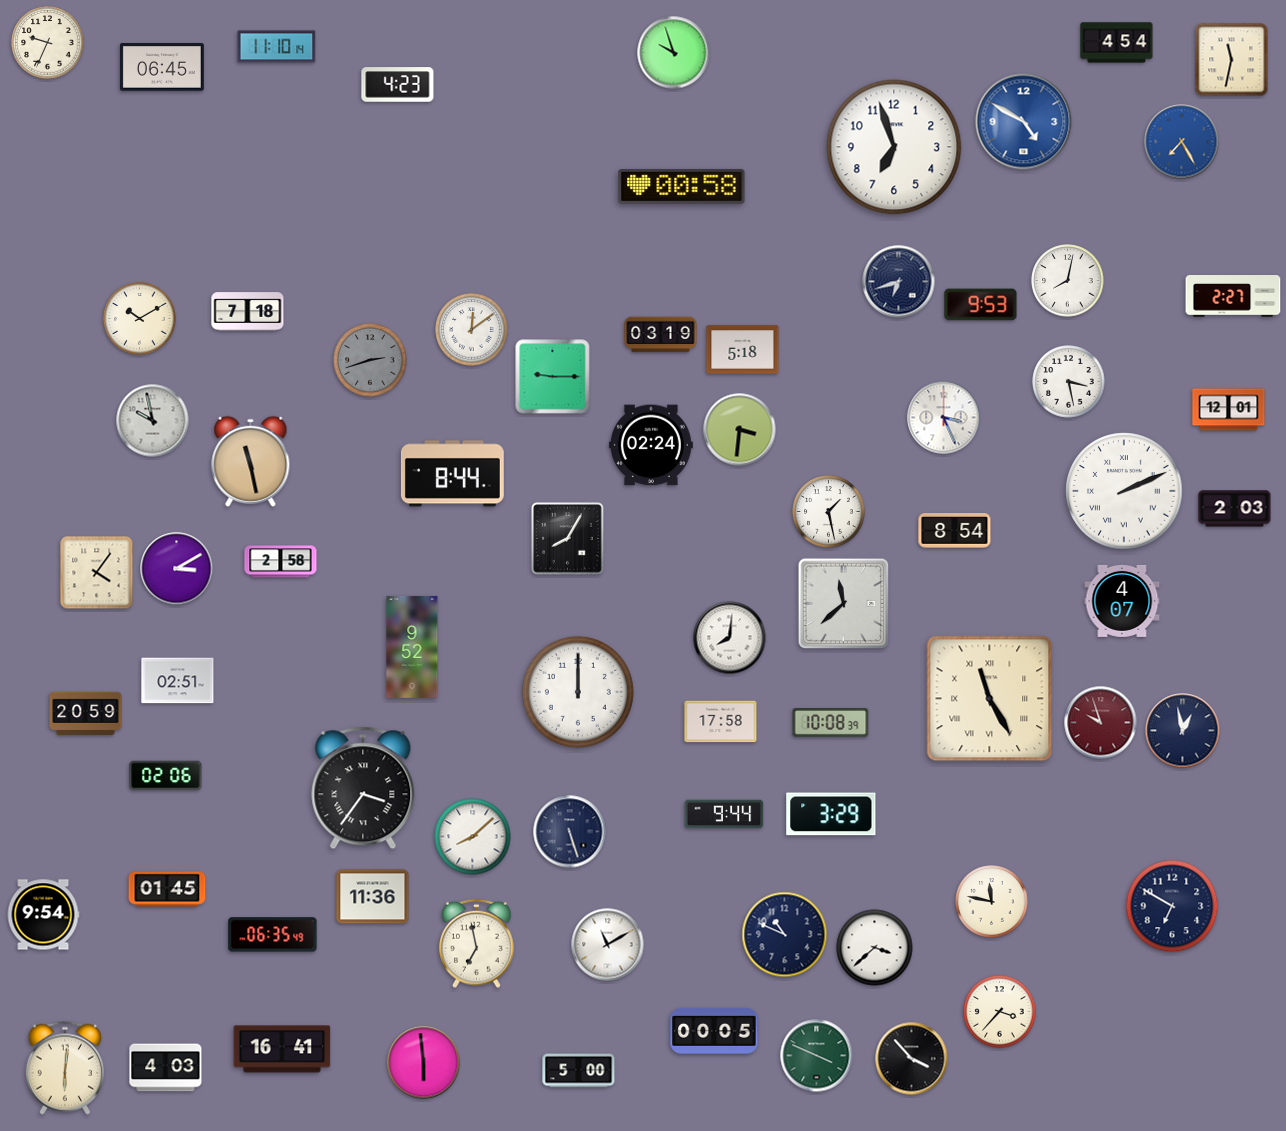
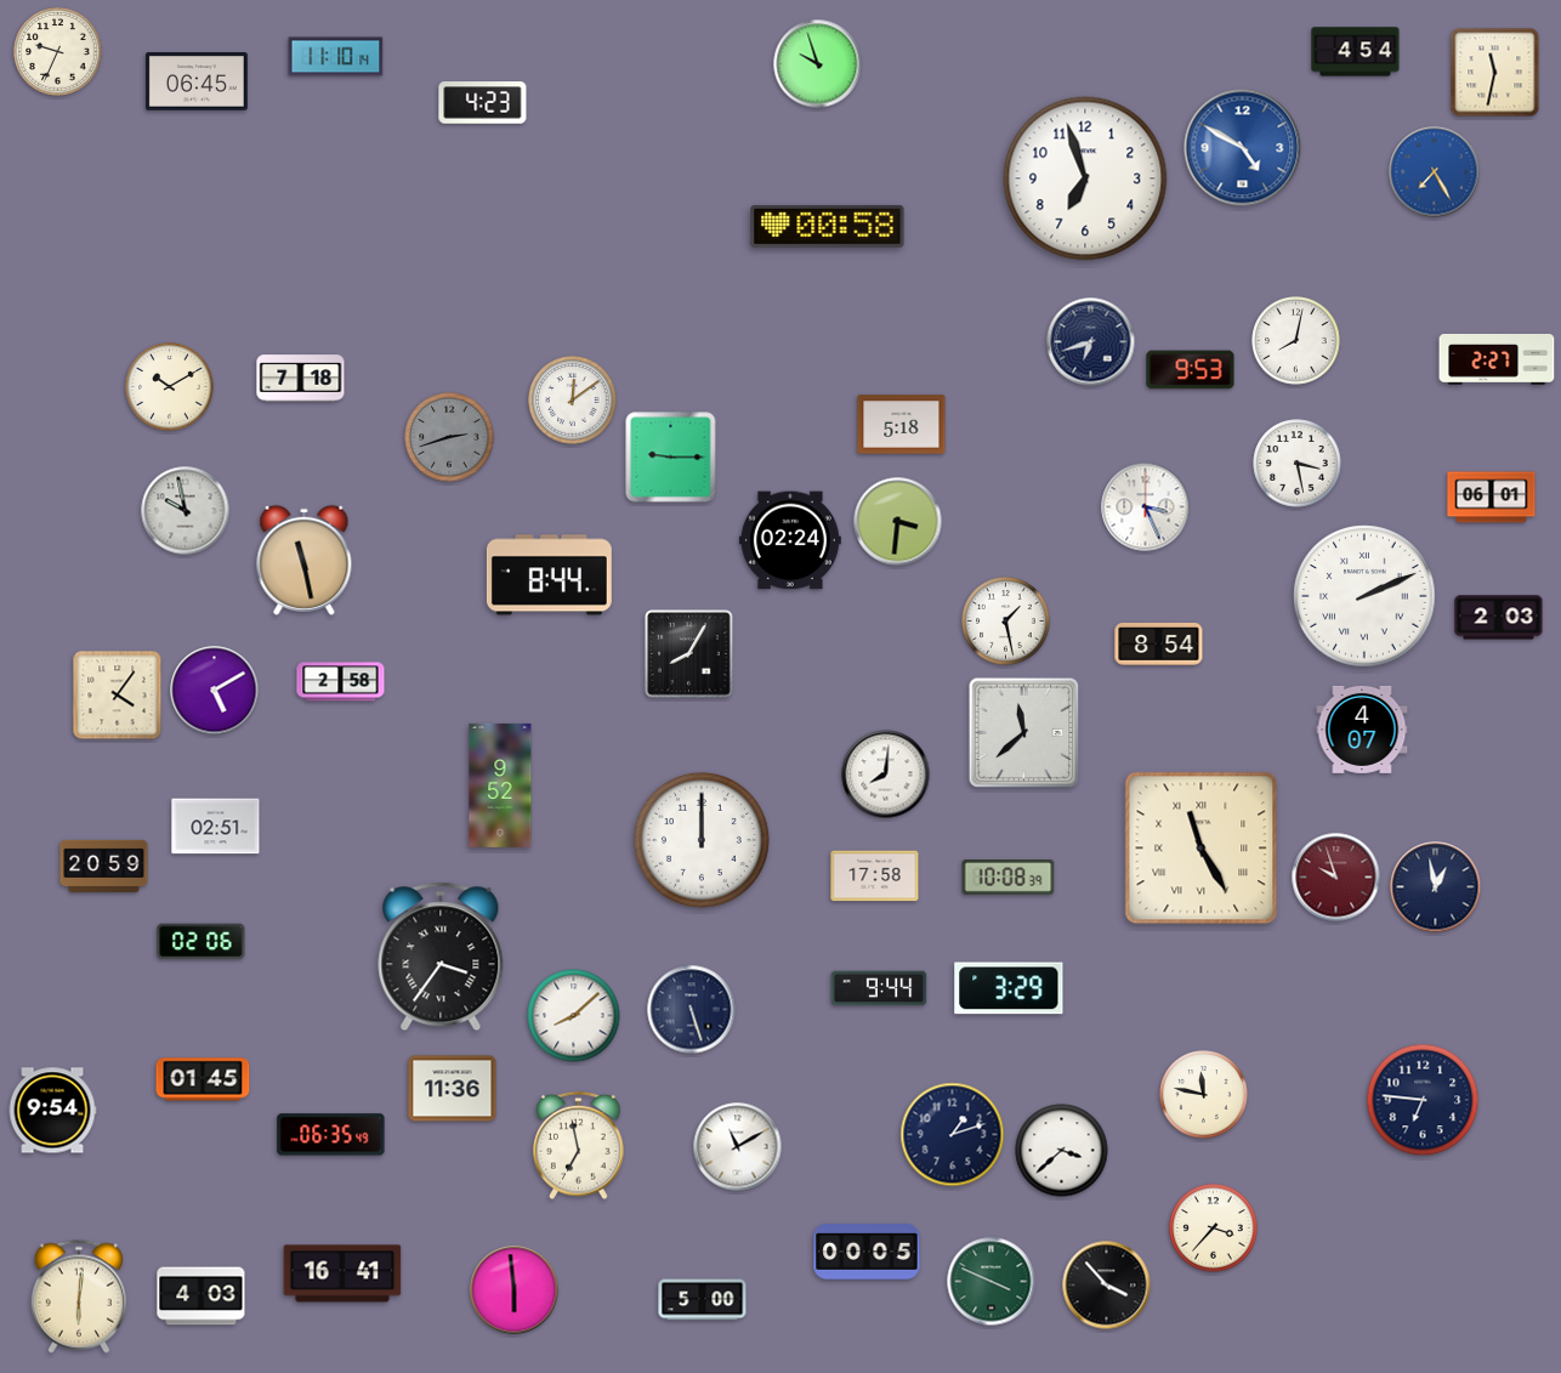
clock at (661, 335): 03:19 -> none
clock at (1229, 410): 12:01 -> 06:01
clock at (177, 569): 3:10 -> 5:10
clock at (1172, 906): 6:50 -> 6:46
clock at (785, 935): 10:49 -> 1:12
